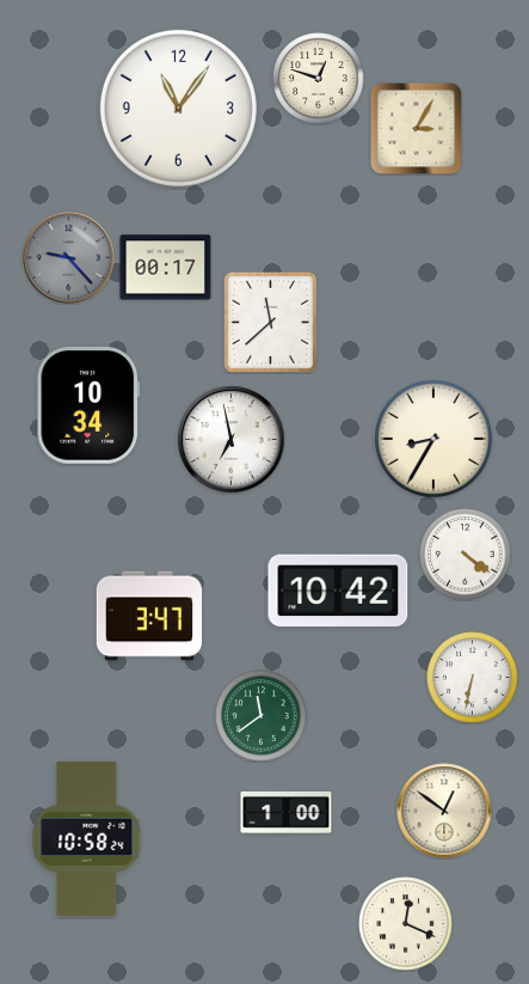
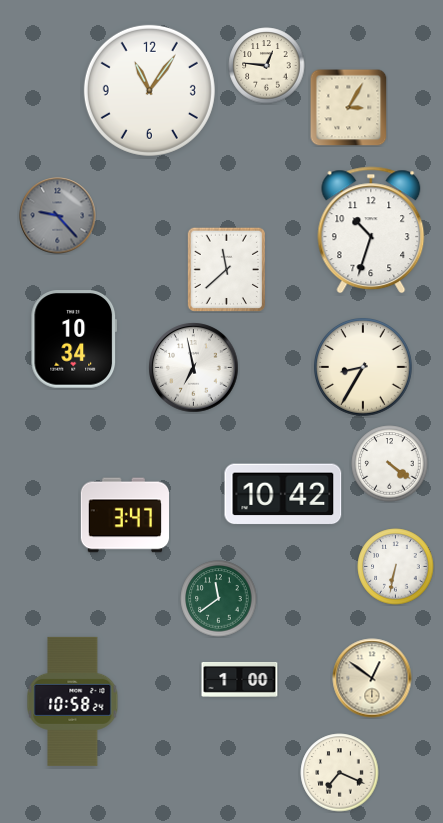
clock at (319, 79): 12:48 -> 12:46
clock at (166, 268): 00:17 -> none
clock at (371, 230): none -> 10:33
clock at (406, 924): 12:19 -> 7:19
